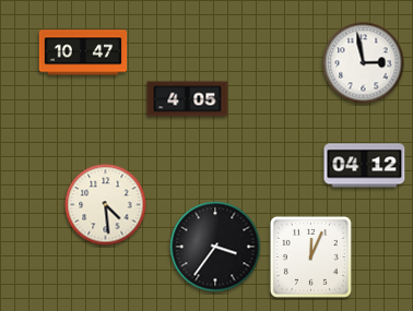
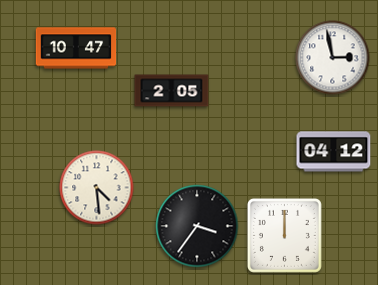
clock at (188, 99): 4:05 -> 2:05
clock at (310, 256): 12:04 -> 12:00
